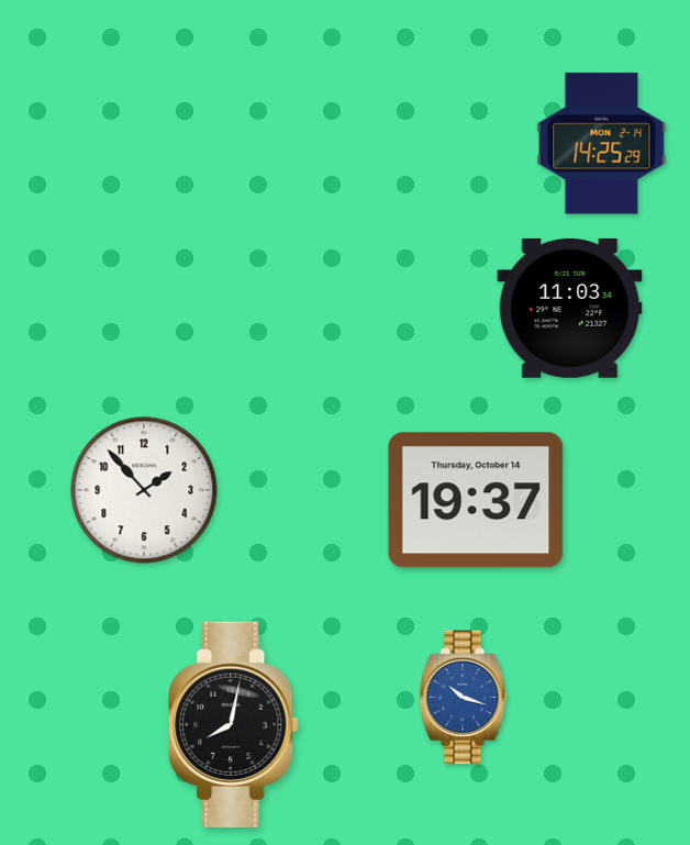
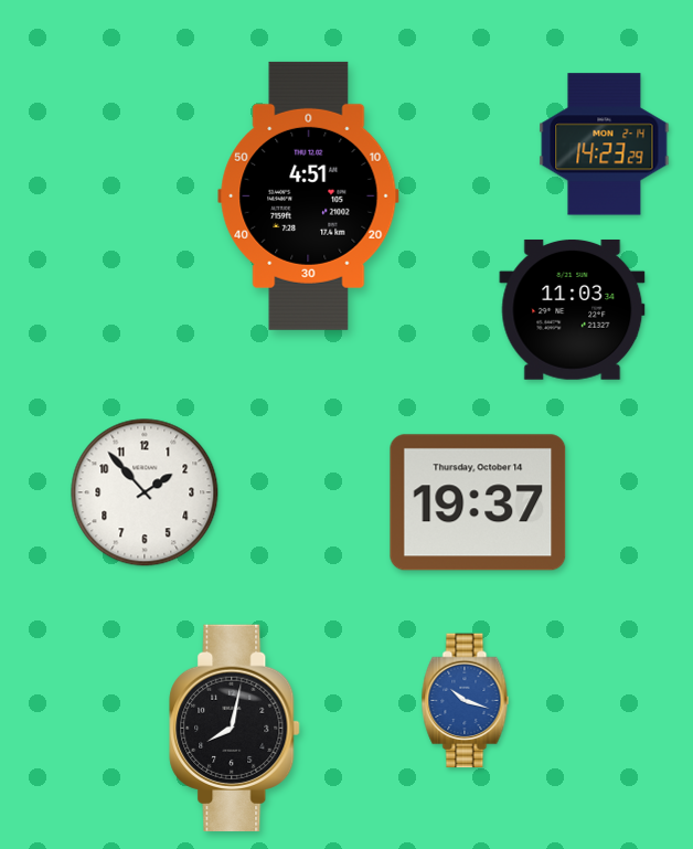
clock at (602, 144): 14:25 -> 14:23
clock at (309, 195): none -> 4:51
